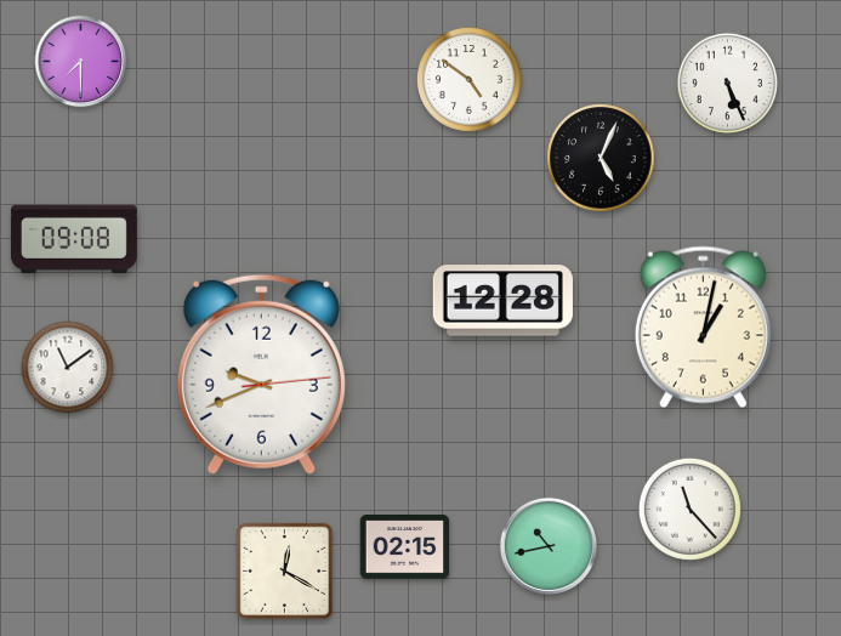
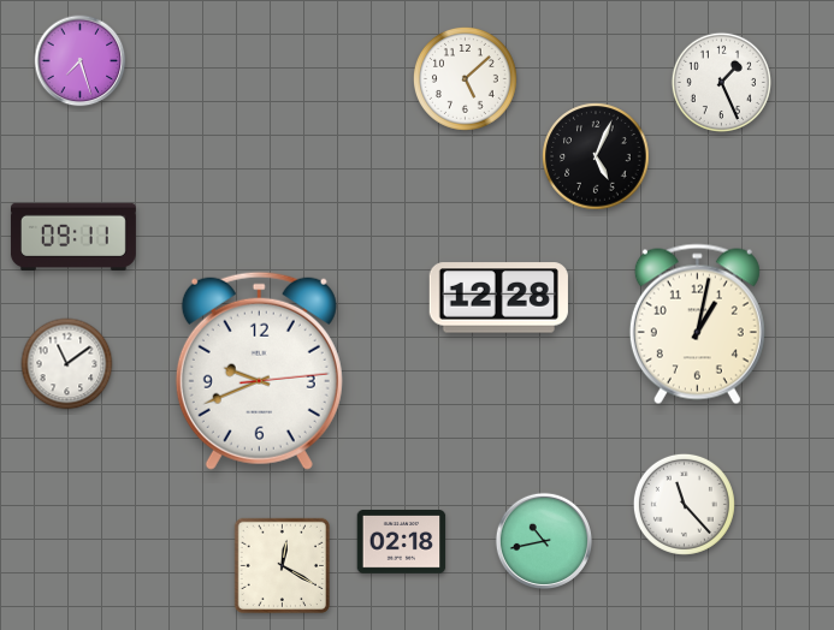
clock at (81, 62): 7:30 -> 7:27
clock at (468, 79): 4:51 -> 5:08
clock at (727, 83): 5:26 -> 1:26
clock at (74, 238): 09:08 -> 09:11
clock at (405, 547): 02:15 -> 02:18
